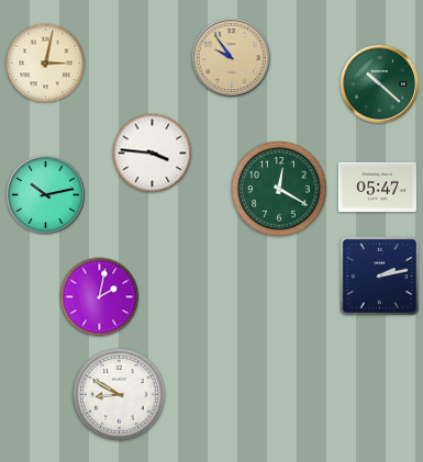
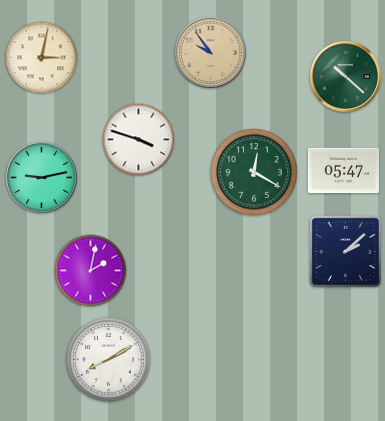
clock at (153, 154): 3:46 -> 3:48
clock at (45, 194): 10:13 -> 9:13
clock at (380, 277): 2:13 -> 2:08
clock at (120, 395): 8:50 -> 8:10
